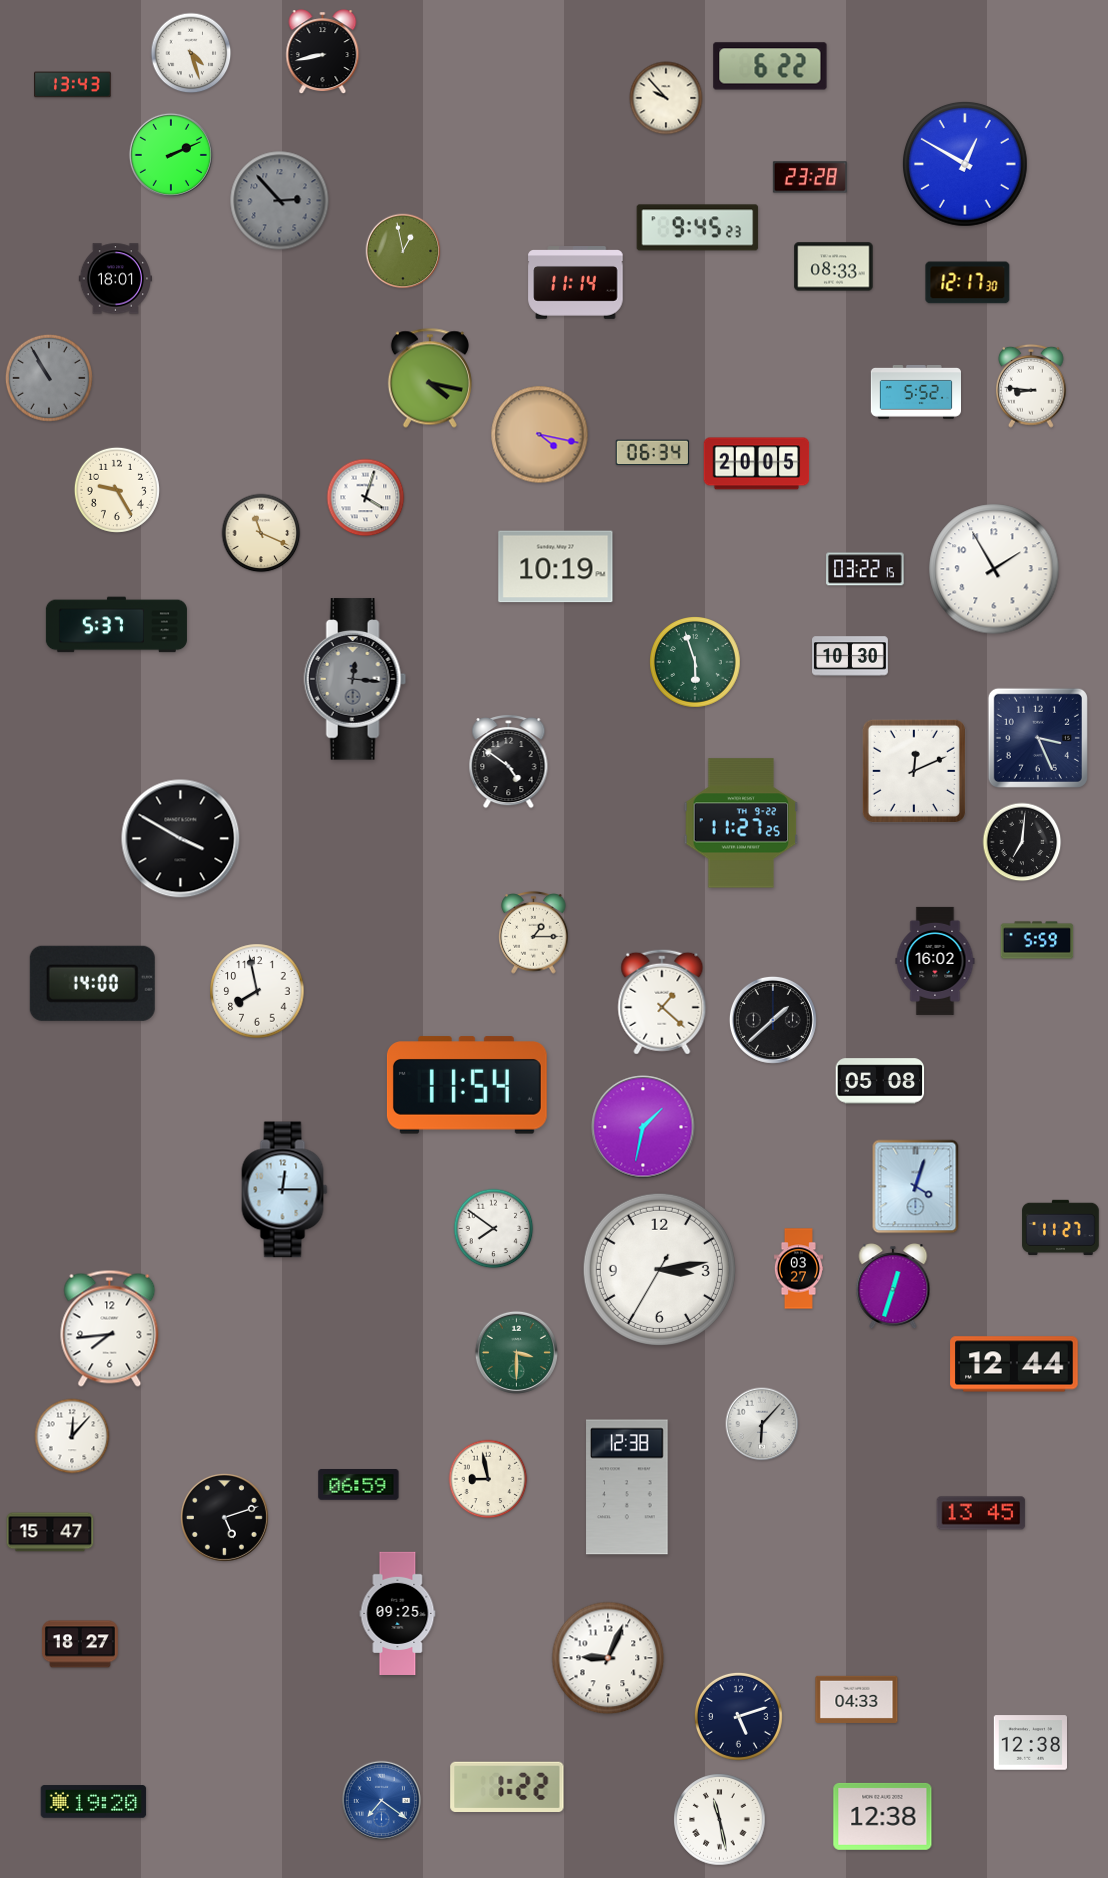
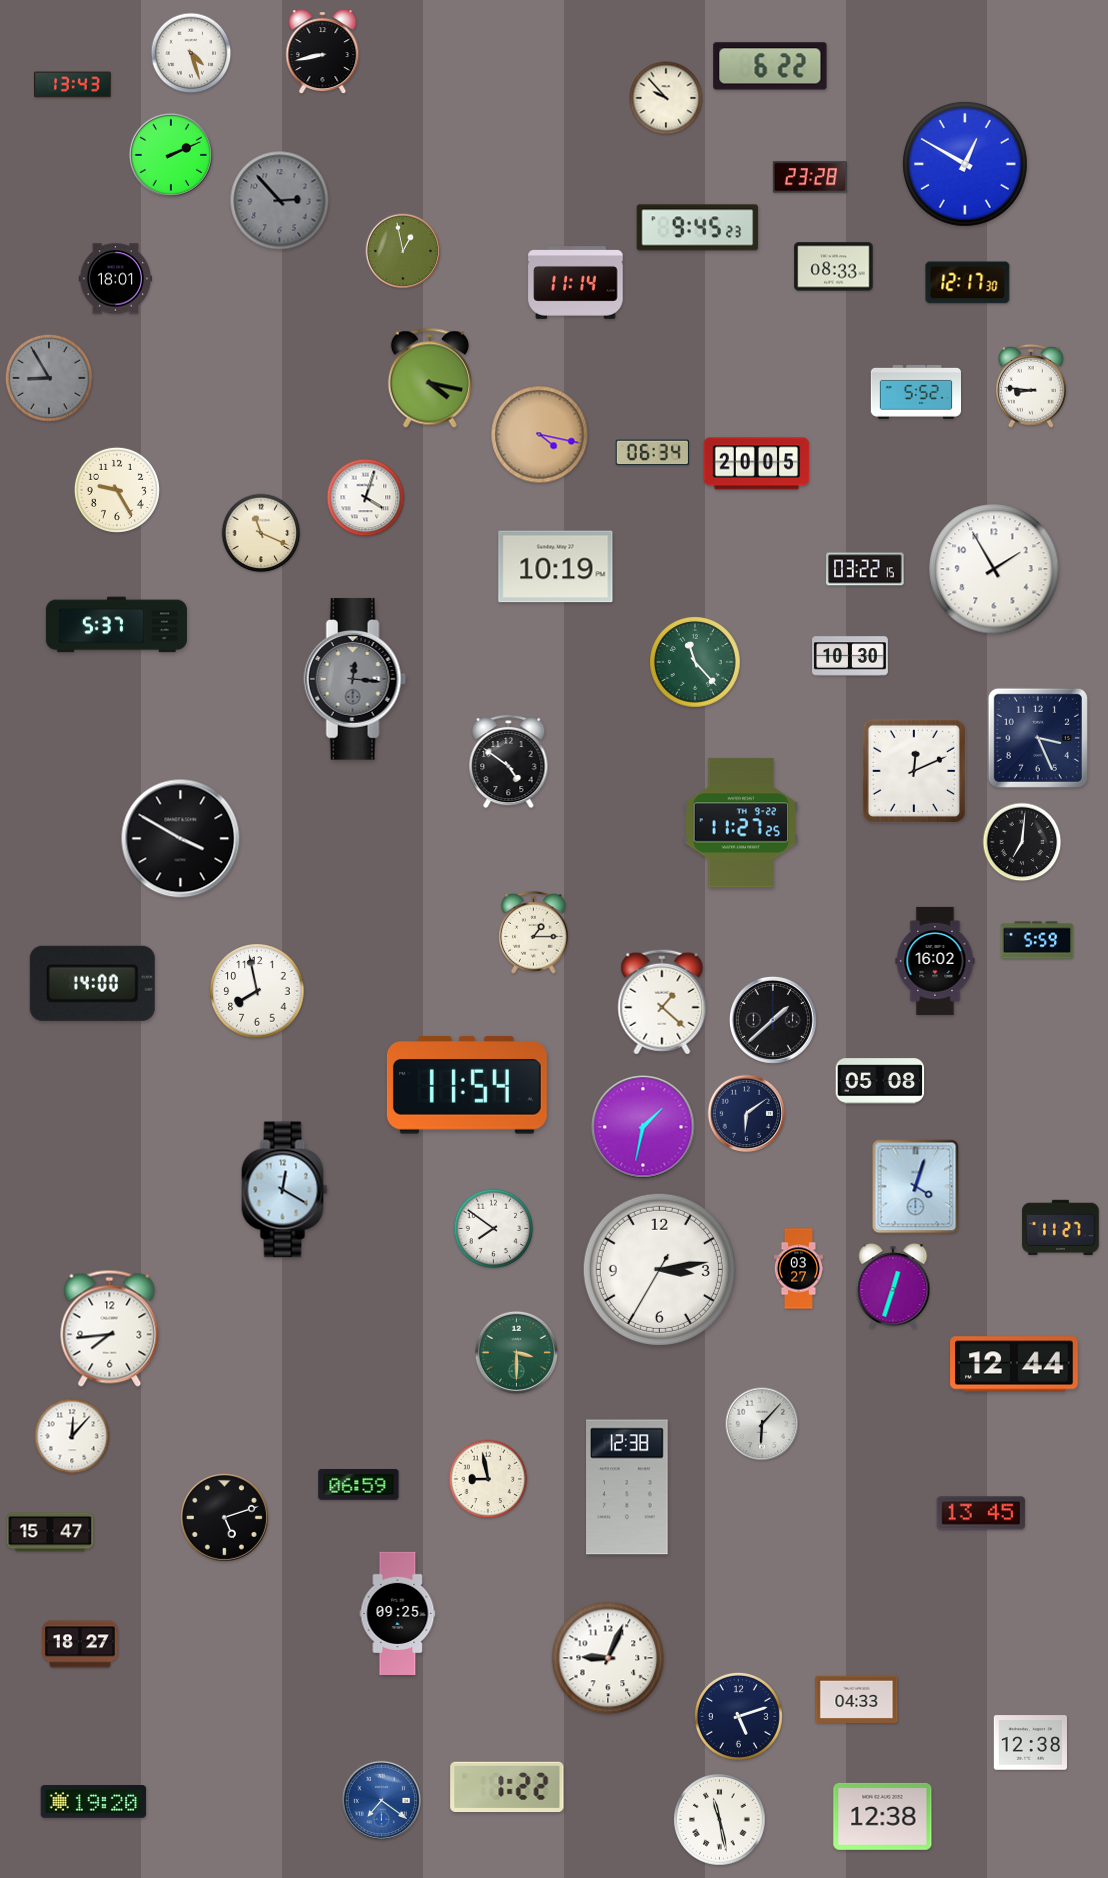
clock at (49, 378): 10:55 -> 8:55
clock at (695, 662): 5:57 -> 11:23
clock at (747, 1114): none -> 6:09
clock at (285, 1190): 12:15 -> 12:20
